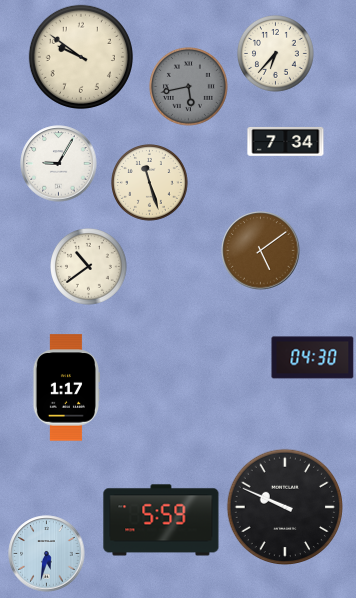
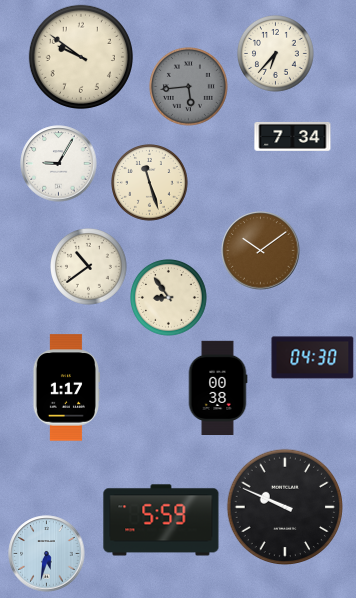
clock at (189, 87): 5:43 -> 5:44
clock at (286, 141) position: (286, 141) -> (293, 136)
clock at (261, 251): 5:09 -> 10:09
clock at (169, 298): none -> 8:54
clock at (218, 387): none -> 00:38
